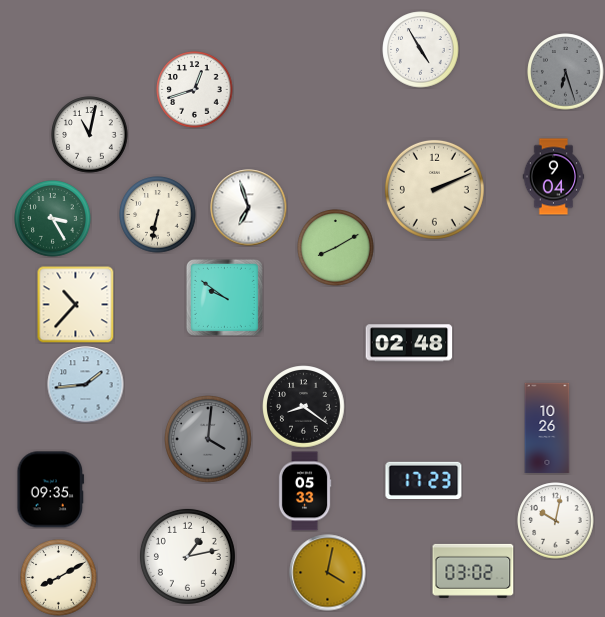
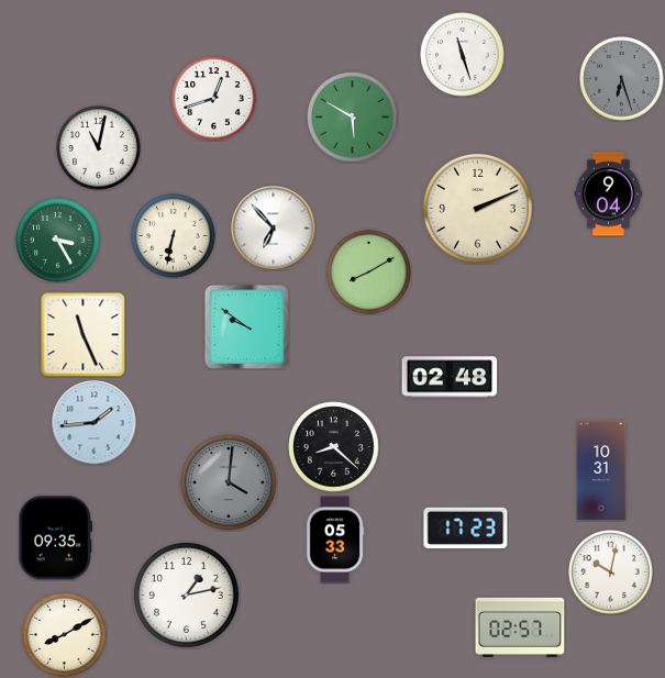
clock at (421, 50): 4:55 -> 11:27
clock at (353, 118): none -> 5:50
clock at (249, 208): 6:57 -> 6:53
clock at (75, 304): 10:37 -> 11:26
clock at (304, 407): 8:21 -> 8:22
clock at (547, 428): 10:26 -> 10:31
clock at (187, 556) position: (187, 556) -> (186, 594)
clock at (473, 571): 03:02 -> 02:57
clock at (328, 573): 4:02 -> none
